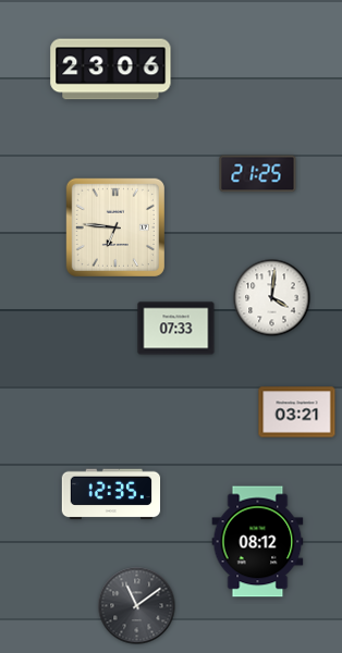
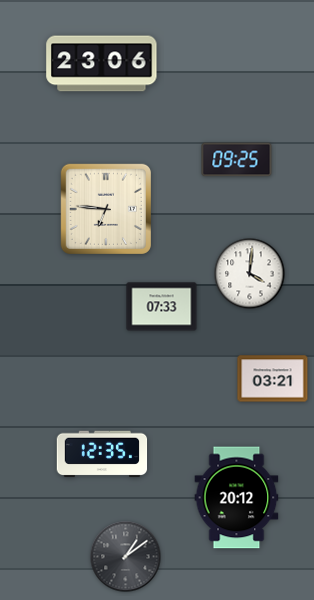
clock at (258, 174): 21:25 -> 09:25
clock at (176, 329) position: (176, 329) -> (162, 307)
clock at (258, 542): 08:12 -> 20:12
clock at (137, 606): 11:09 -> 1:09
